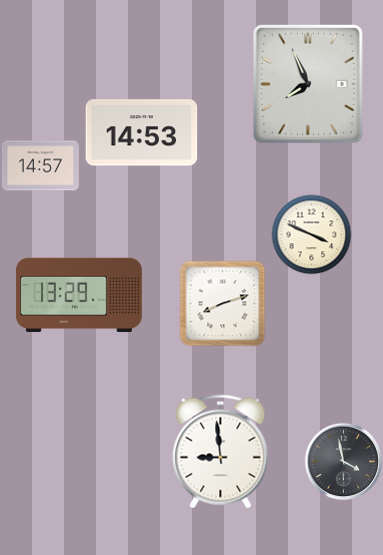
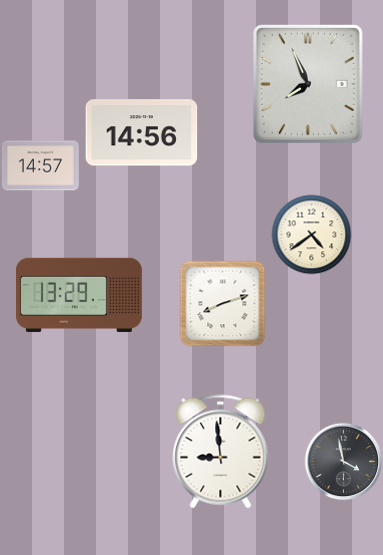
clock at (142, 133): 14:53 -> 14:56
clock at (311, 234): 3:49 -> 4:39
